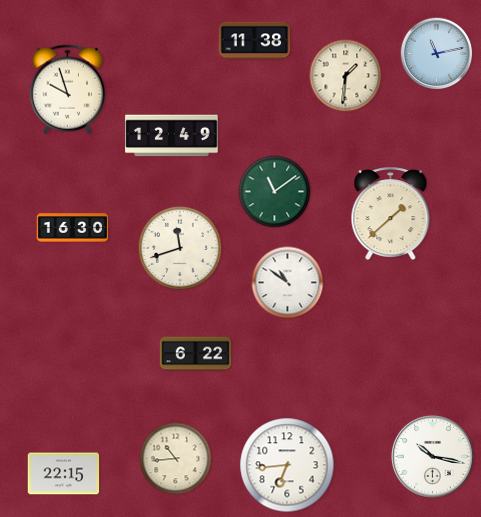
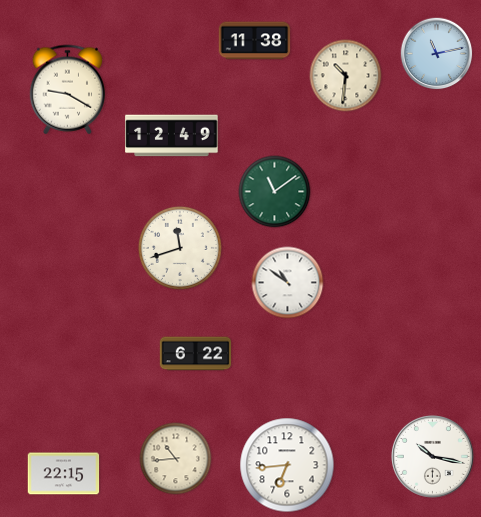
clock at (346, 76): 1:31 -> 10:31
clock at (68, 90): 9:57 -> 9:20
clock at (391, 214): 1:38 -> none
clock at (73, 228): 16:30 -> none
